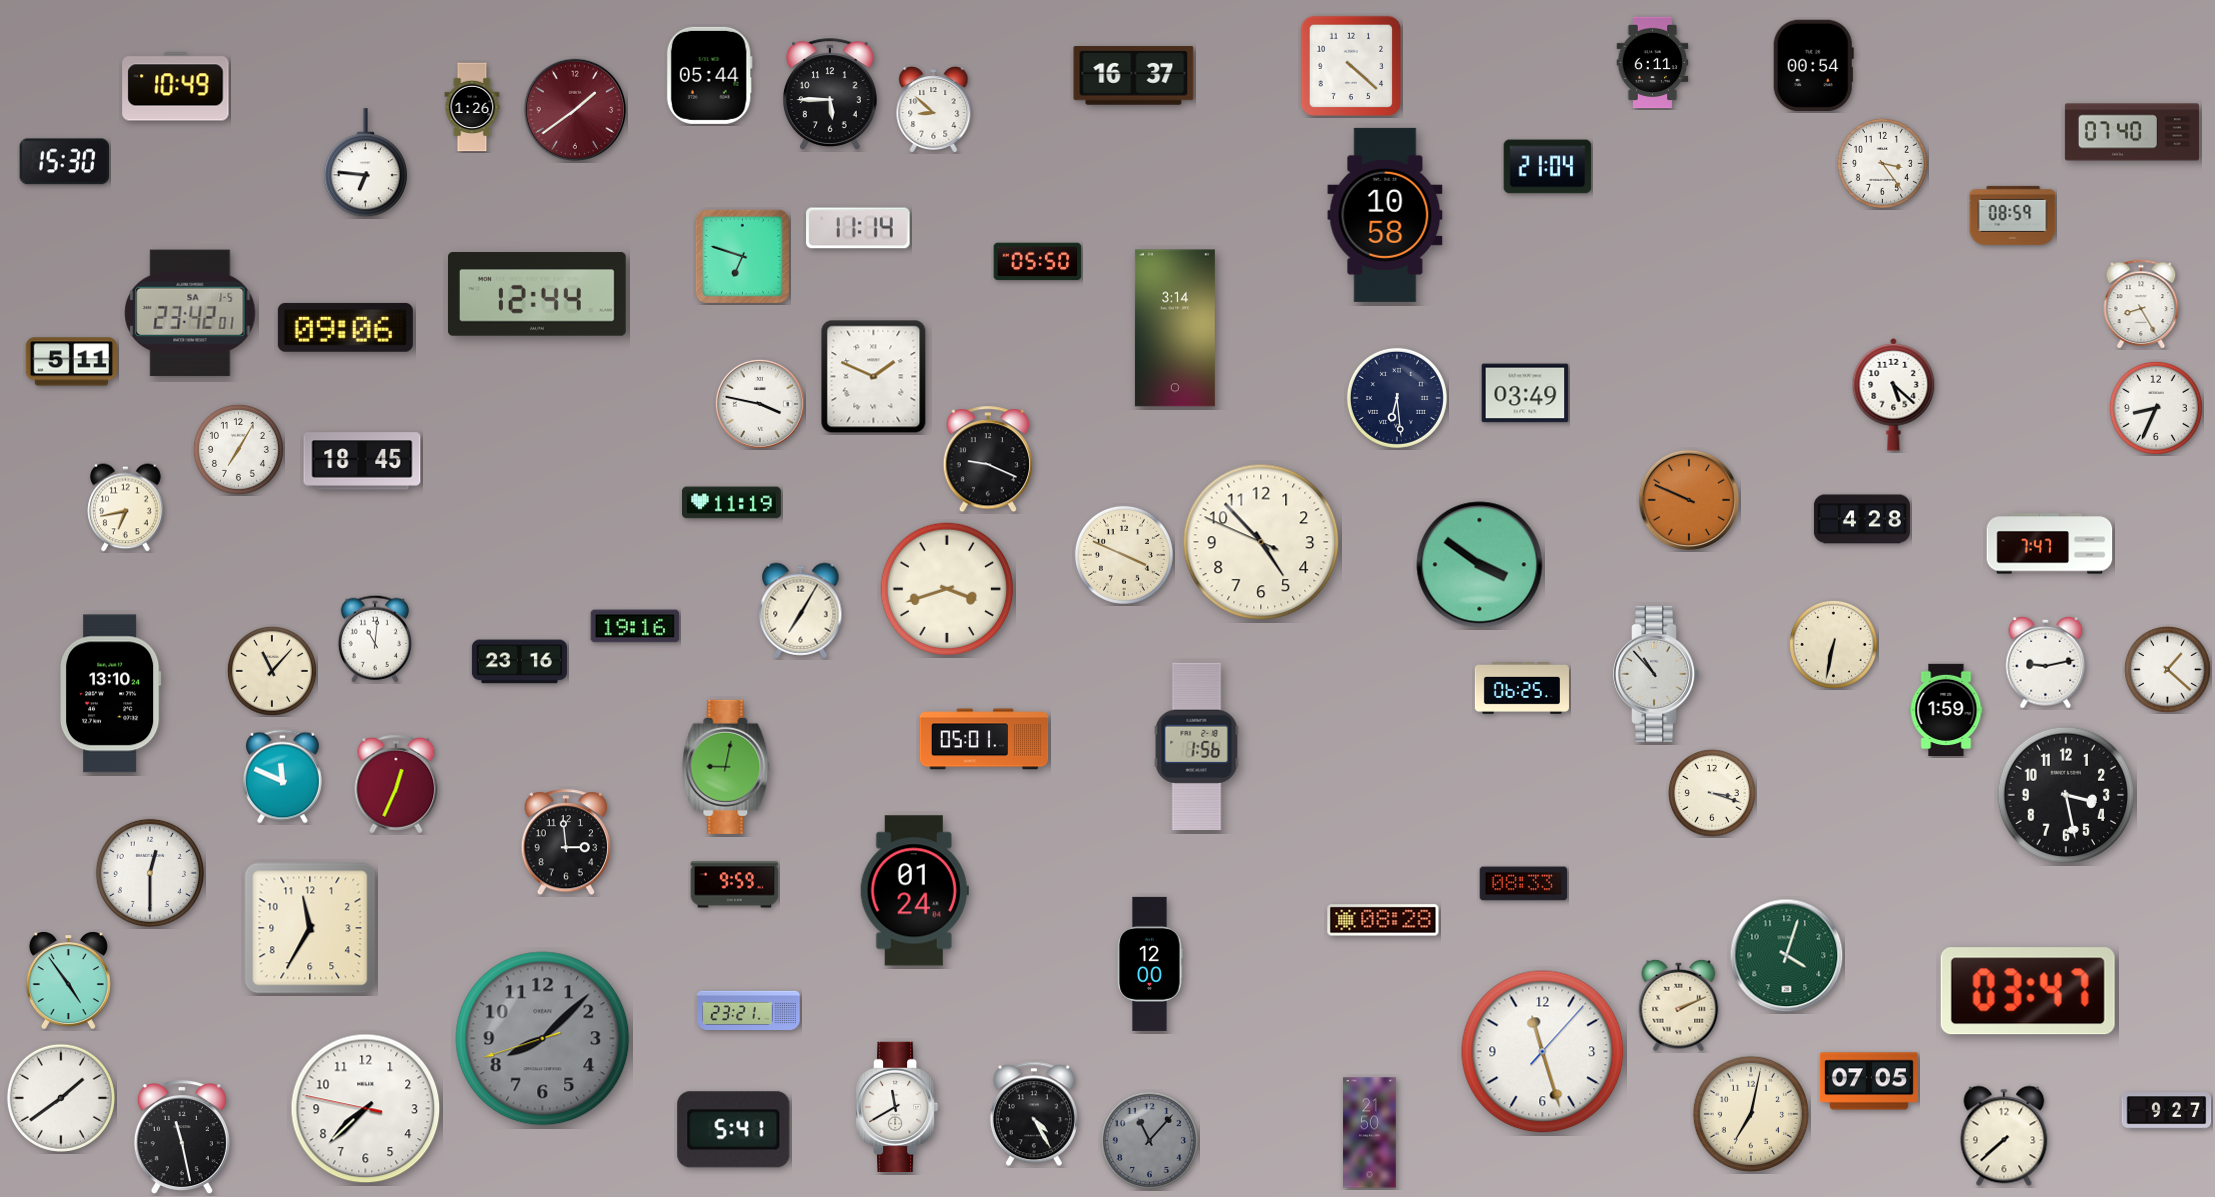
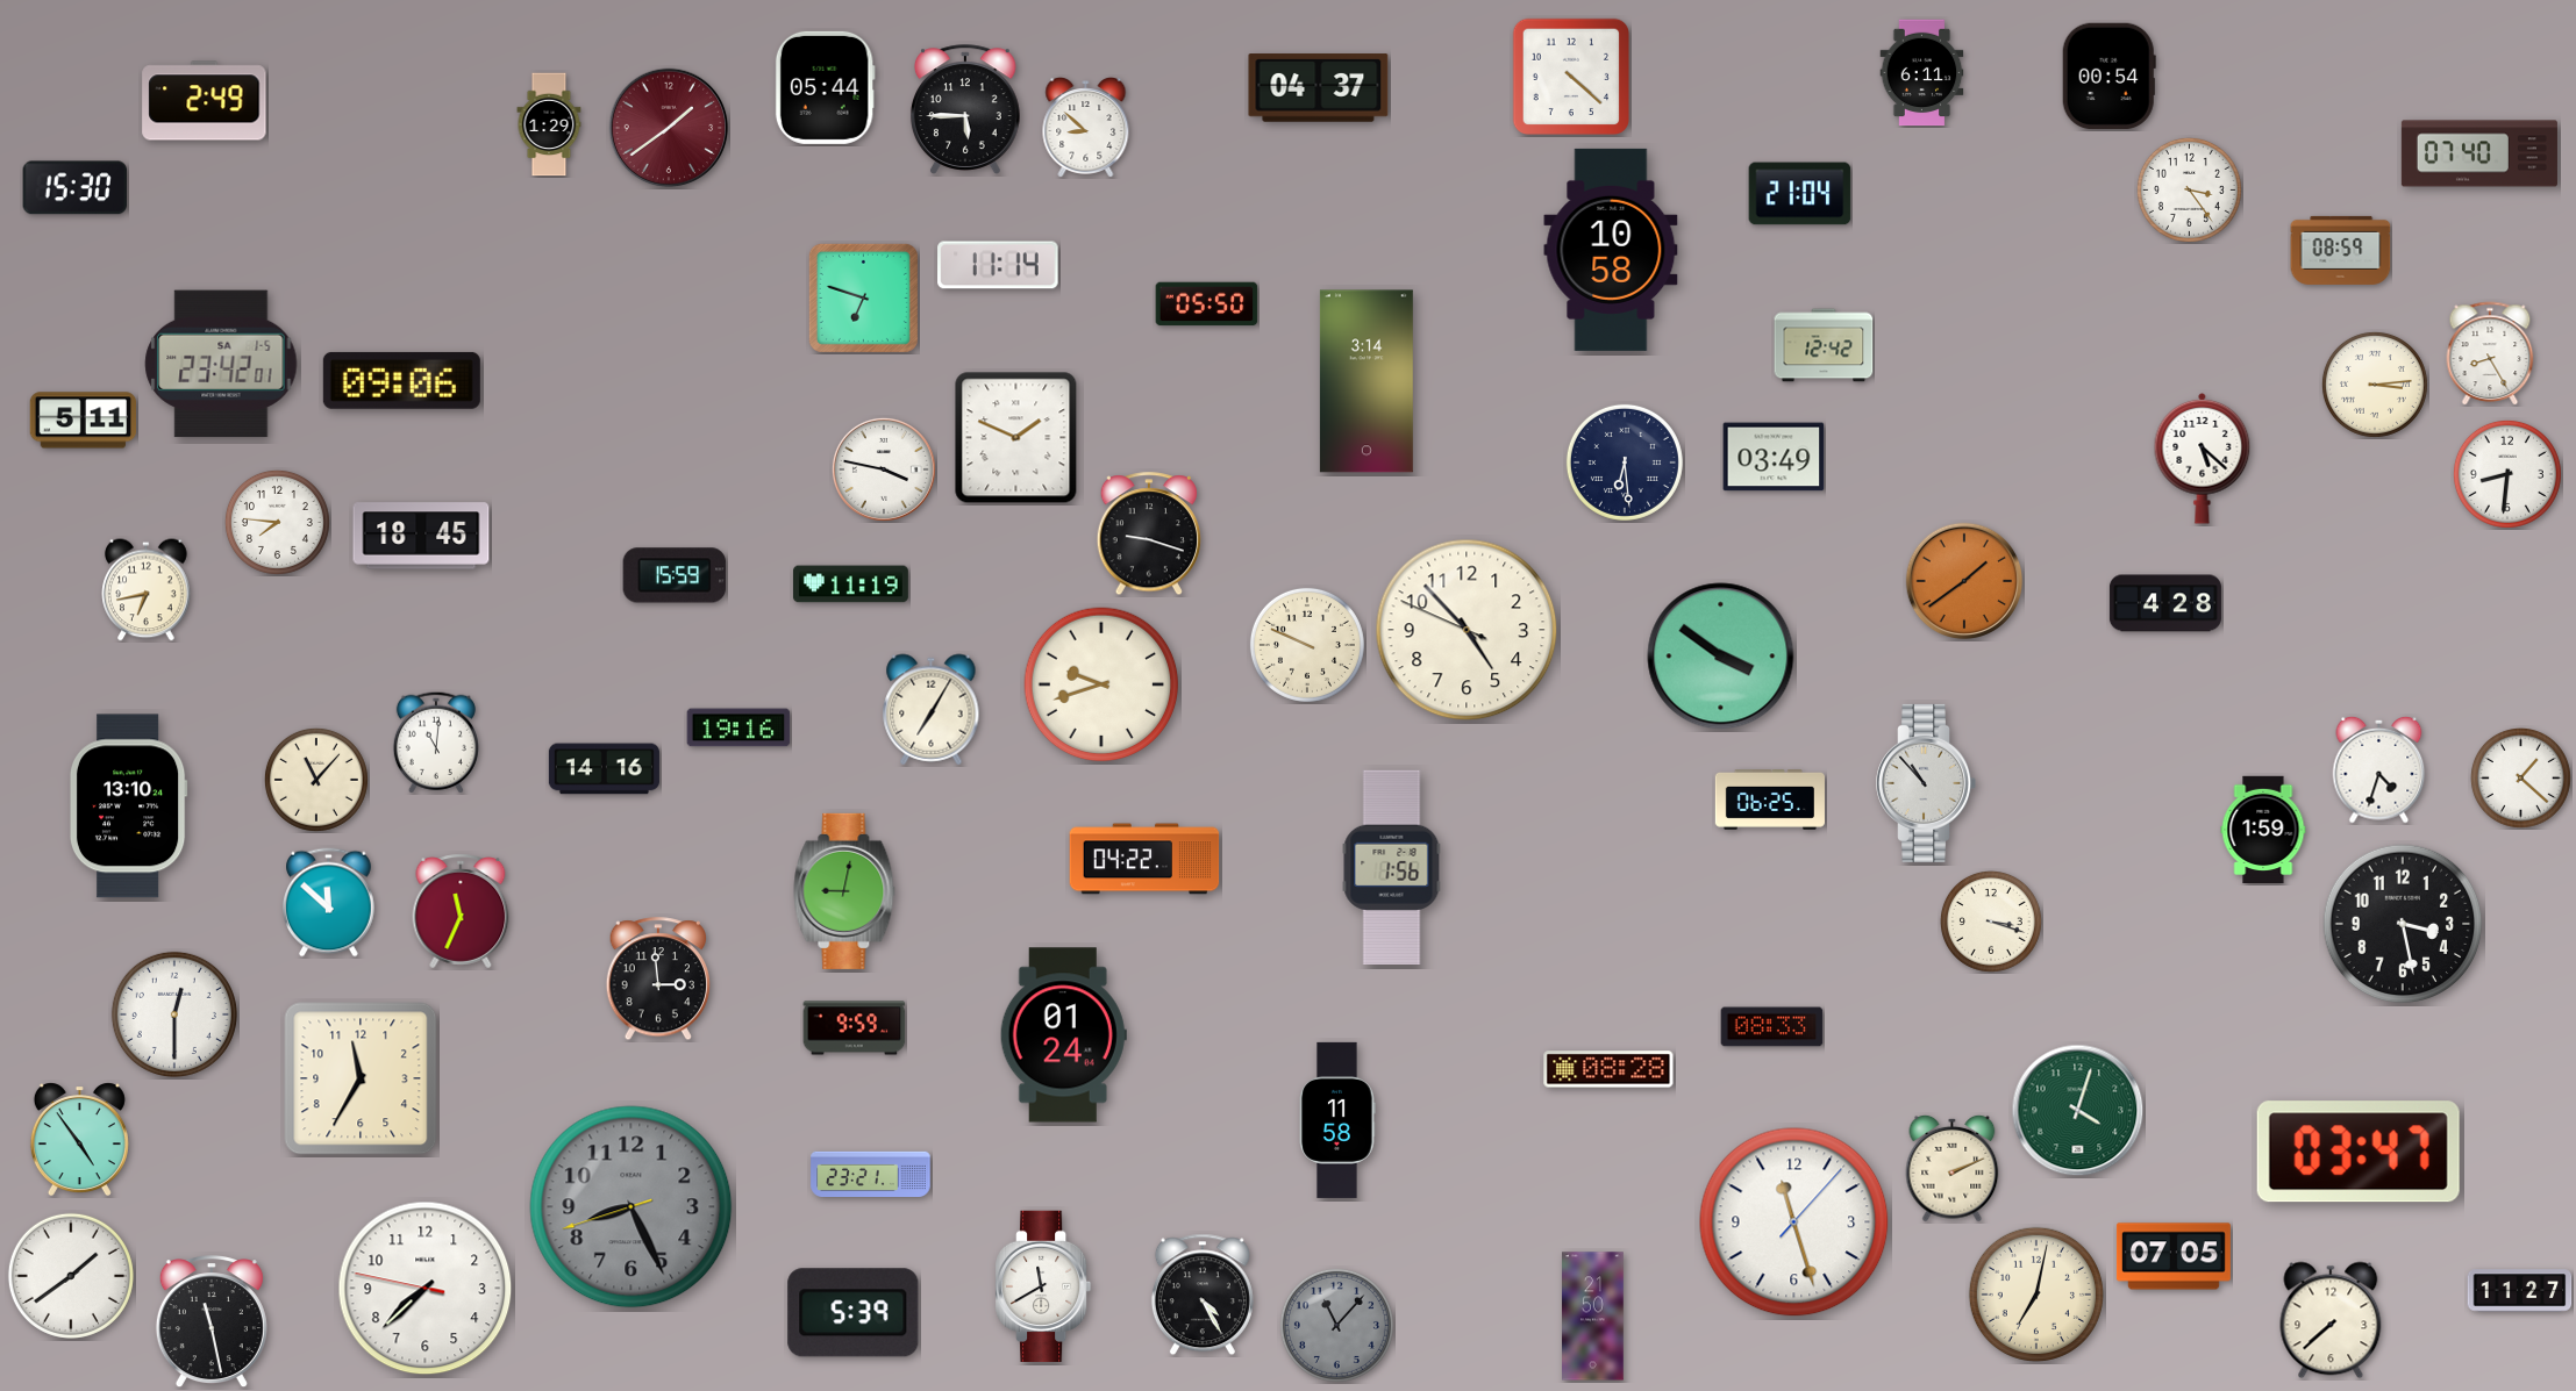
clock at (1134, 76): 16:37 -> 04:37
clock at (176, 87): 10:49 -> 2:49
clock at (472, 107): 1:26 -> 1:29
clock at (365, 163): 6:46 -> none
clock at (537, 294): 12:44 -> none
clock at (1824, 345): none -> 12:42
clock at (2375, 385): none -> 3:14
clock at (2156, 408): 8:34 -> 8:31
clock at (238, 449): 7:05 -> 7:46
clock at (987, 460): 9:19 -> 9:18
clock at (675, 575): none -> 15:59
clock at (1689, 500): 9:49 -> 1:39
clock at (2050, 544): 7:47 -> none
clock at (1124, 555): 3:49 -> 9:49
clock at (947, 589): 3:42 -> 9:42
clock at (1833, 644): 6:32 -> none
clock at (519, 662): 23:16 -> 14:16
clock at (2046, 662): 9:13 -> 4:33
clock at (1946, 710) position: (1946, 710) -> (2263, 830)
clock at (984, 739): 05:01 -> 04:22
clock at (283, 777): 11:49 -> 11:52
clock at (396, 784): 12:34 -> 11:34
clock at (1150, 964): 12:00 -> 11:58
clock at (543, 1039): 8:07 -> 8:25
clock at (2167, 1111): 9:27 -> 11:27
clock at (734, 1130): 5:41 -> 5:39
